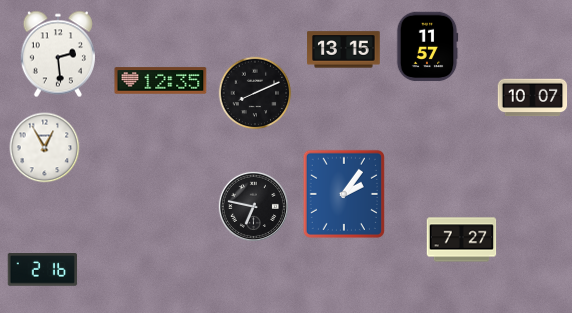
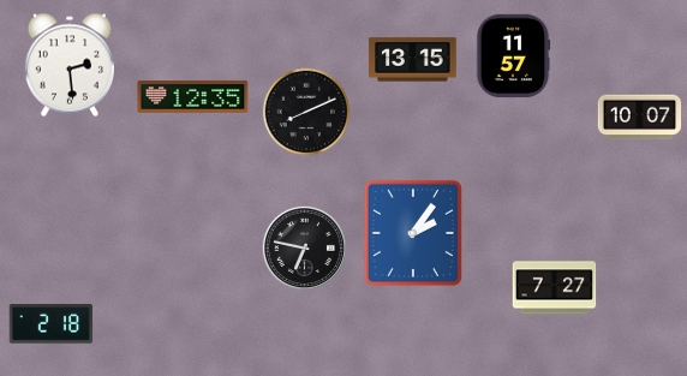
clock at (45, 148): 12:55 -> none
clock at (43, 270): 2:16 -> 2:18
